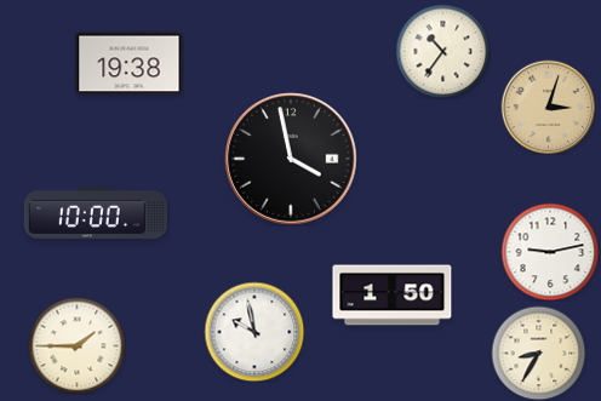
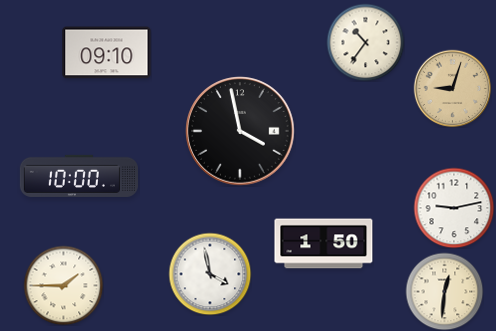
clock at (130, 64): 19:38 -> 09:10
clock at (548, 107): 3:03 -> 9:03
clock at (254, 332): 9:58 -> 3:58
clock at (538, 353): 8:35 -> 12:31
